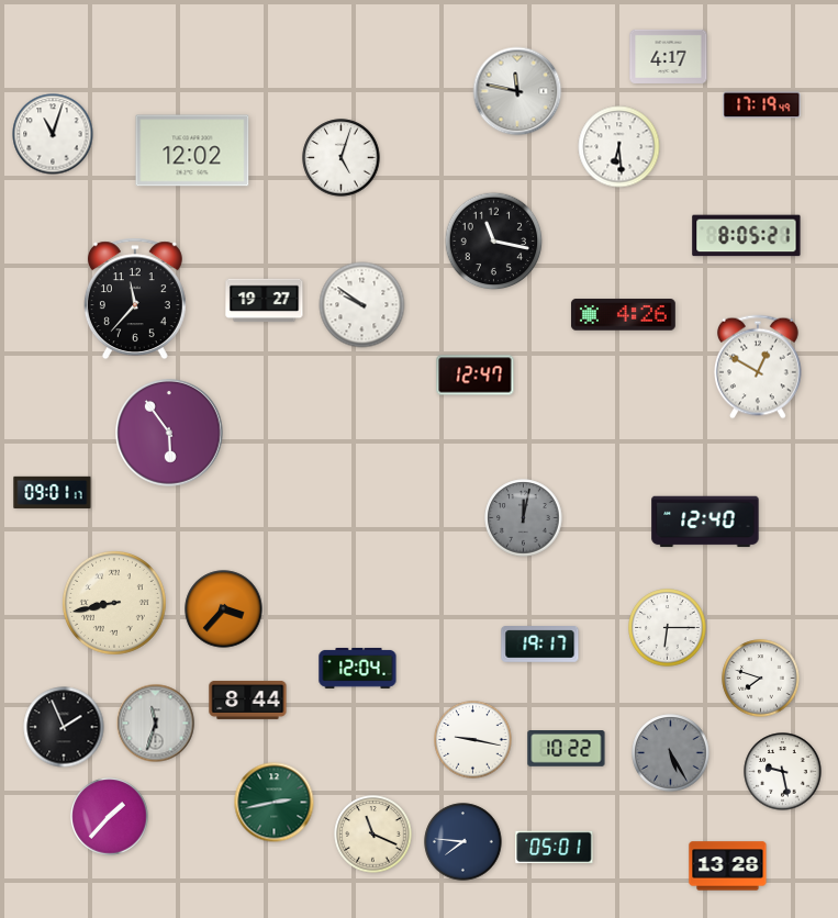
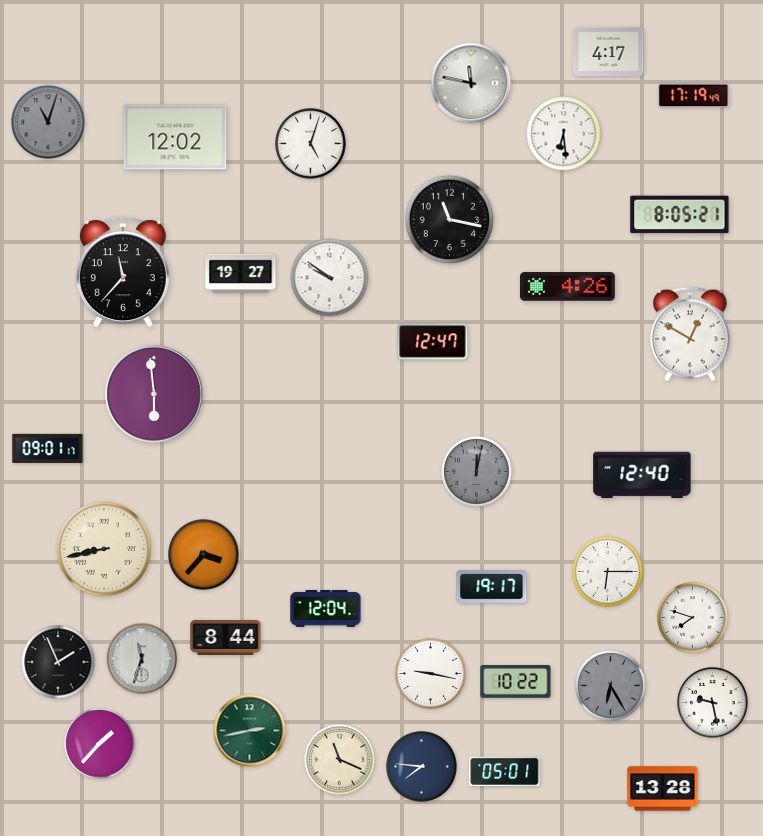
clock at (53, 134) dial: white -> grey
clock at (170, 434): 5:54 -> 5:59
clock at (671, 753): 5:25 -> 6:25
